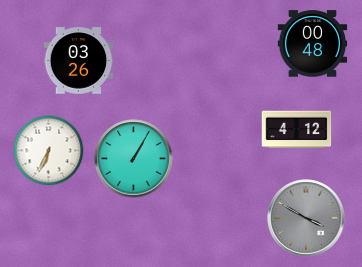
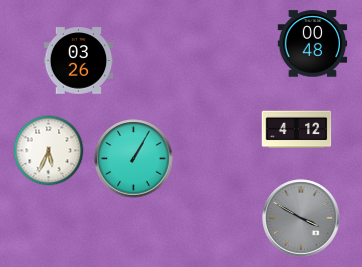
clock at (49, 151): 6:34 -> 5:34
clock at (306, 218) position: (306, 218) -> (301, 218)
